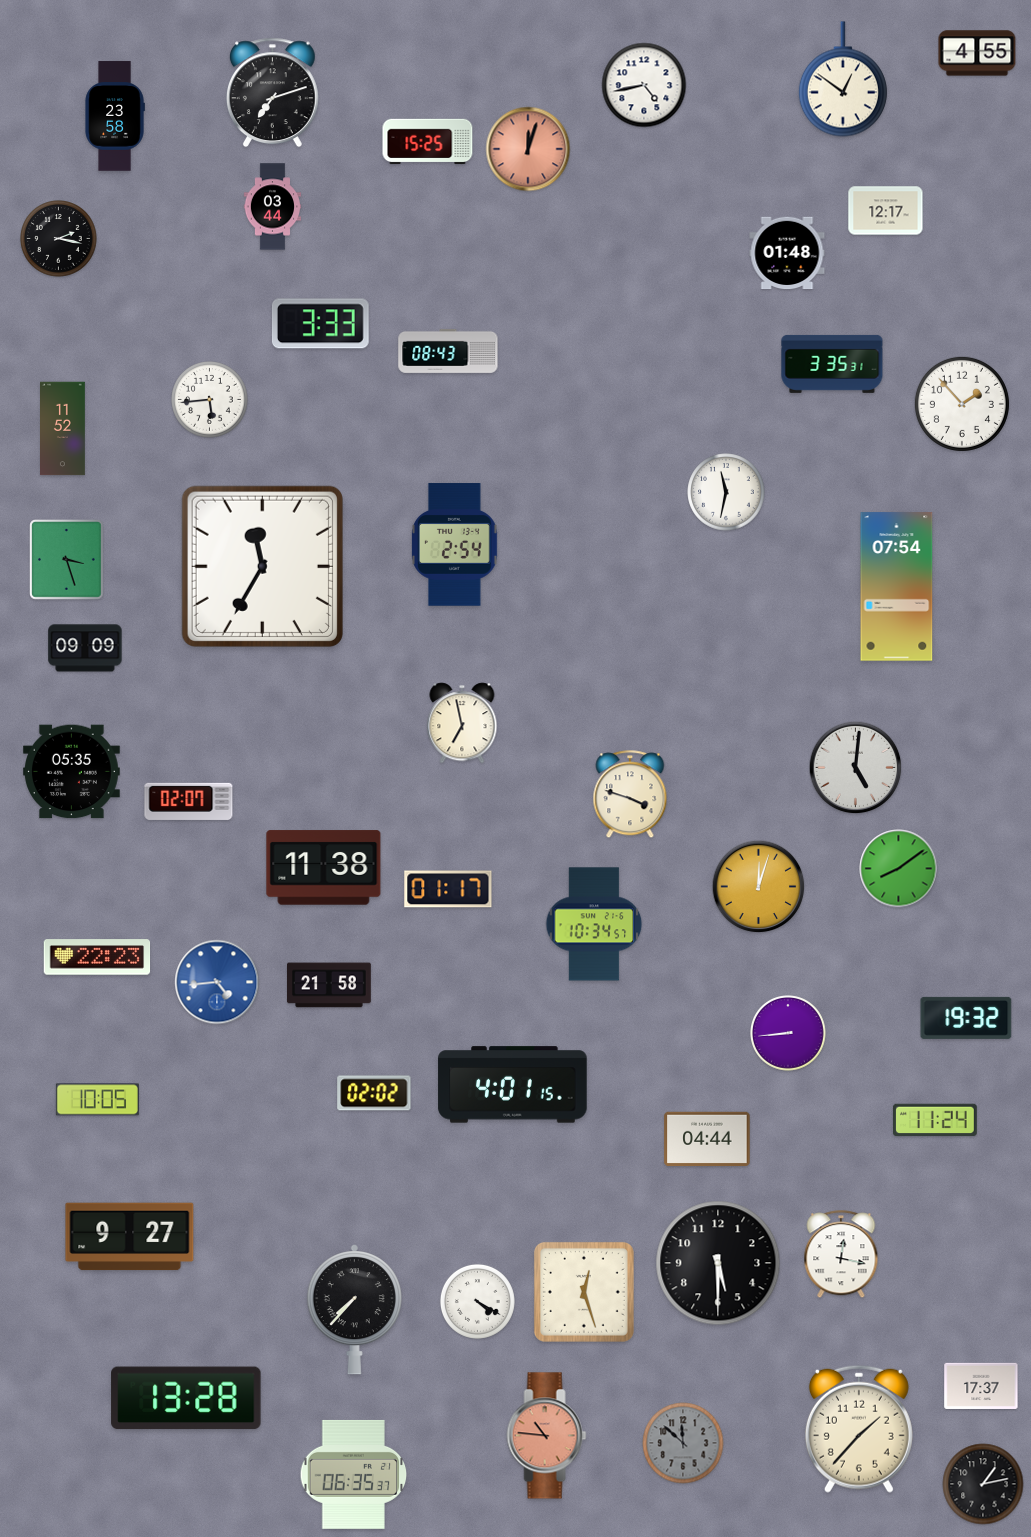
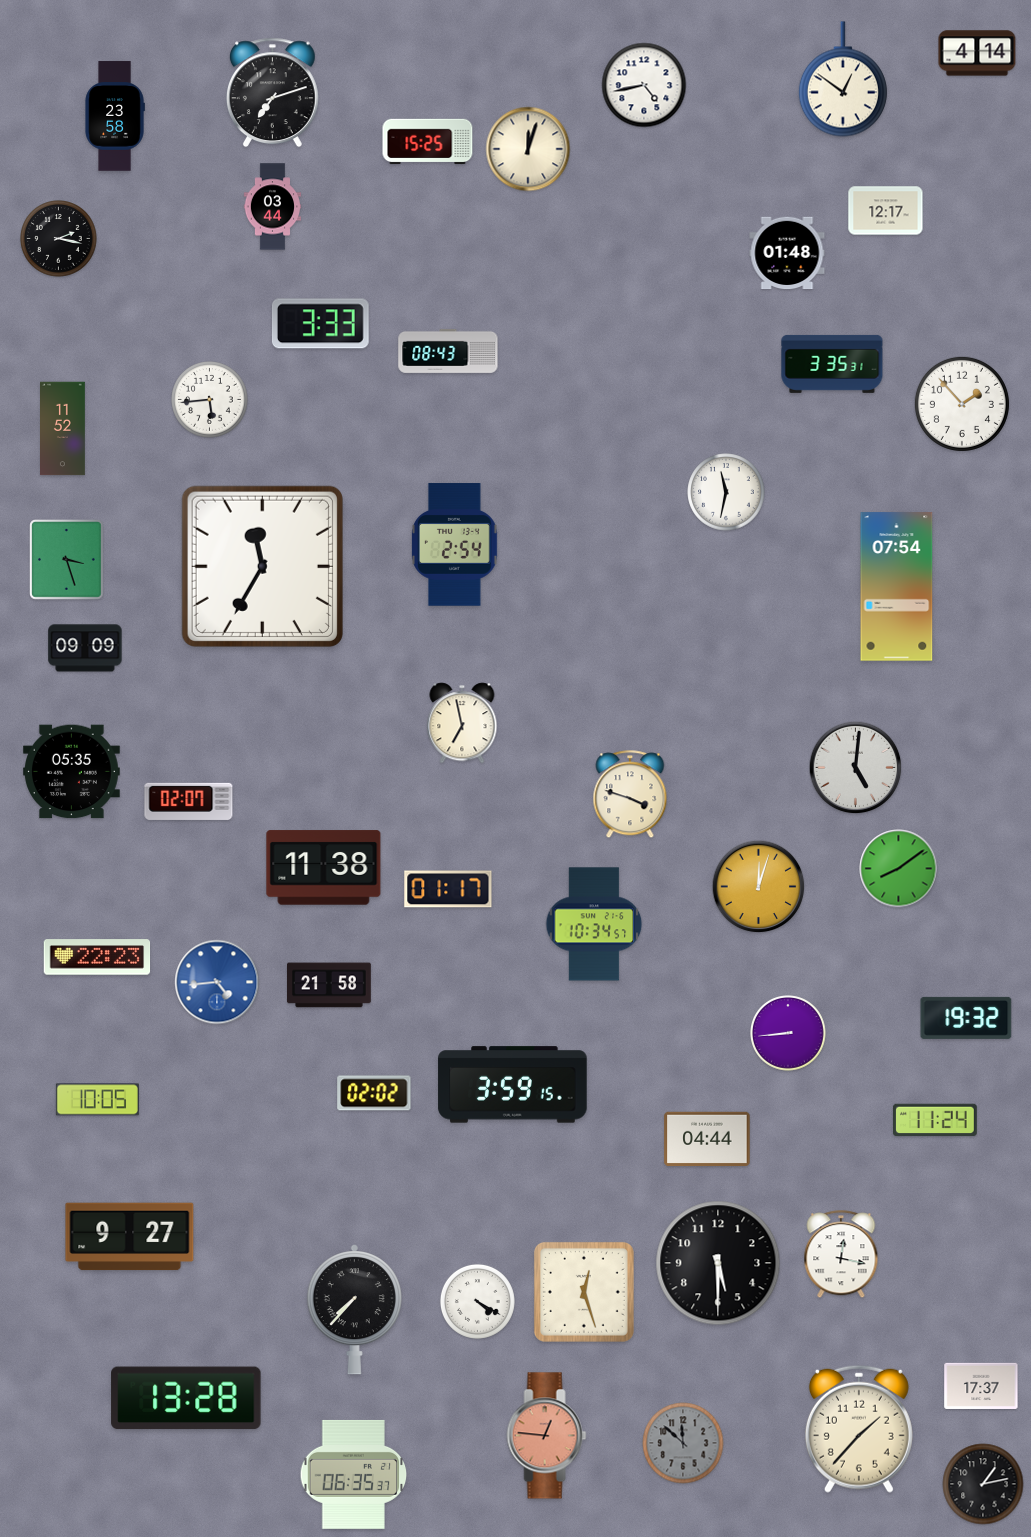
clock at (977, 53): 4:55 -> 4:14
clock at (528, 149) dial: salmon -> cream
clock at (513, 1085): 4:01 -> 3:59
clock at (547, 1436): 10:46 -> 12:46
